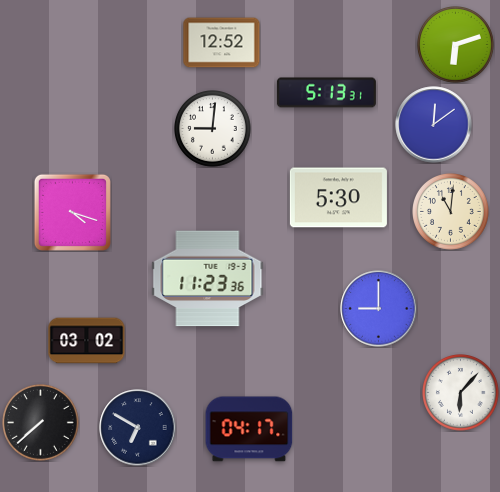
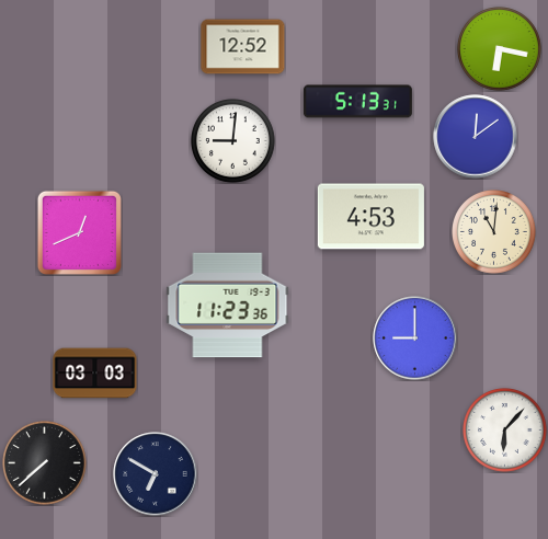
clock at (456, 45): 6:12 -> 6:17
clock at (338, 198): 5:30 -> 4:53
clock at (72, 212): 4:18 -> 12:41
clock at (87, 341): 03:02 -> 03:03
clock at (138, 428) position: (138, 428) -> (156, 474)
clock at (249, 429): 04:17 -> none
